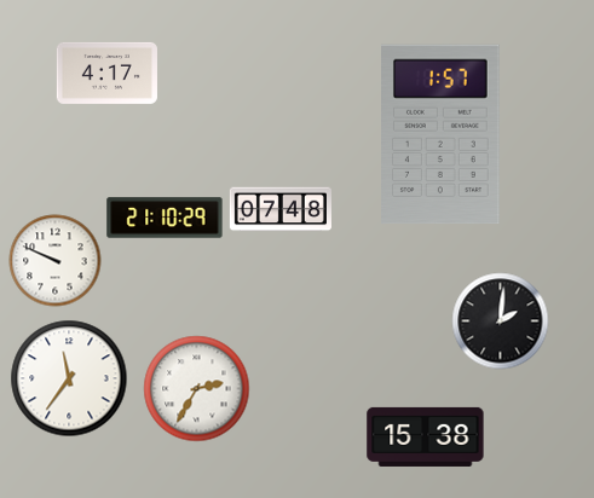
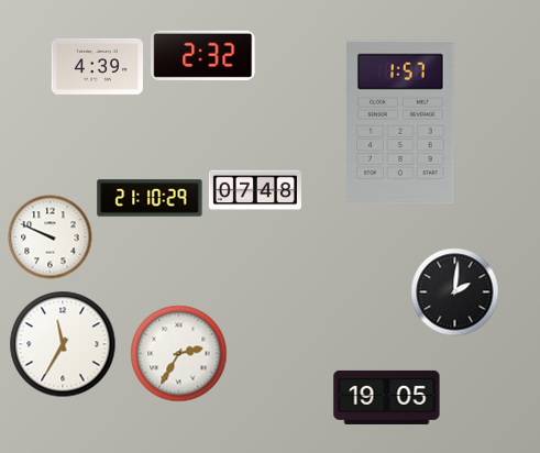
clock at (203, 55): none -> 2:32
clock at (106, 73): 4:17 -> 4:39
clock at (69, 378): 11:36 -> 11:35
clock at (426, 436): 15:38 -> 19:05
